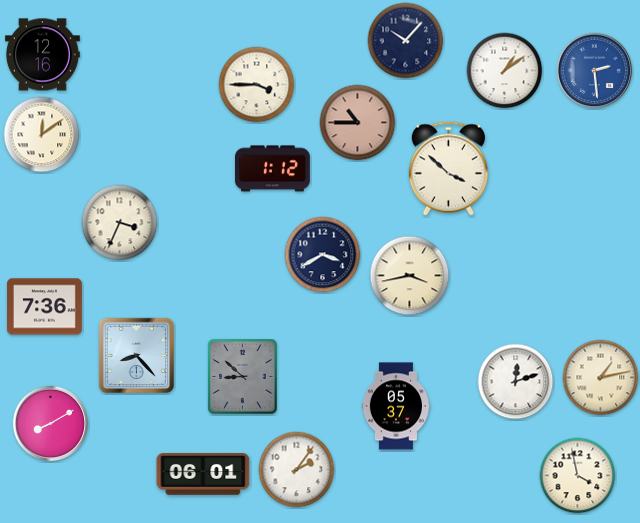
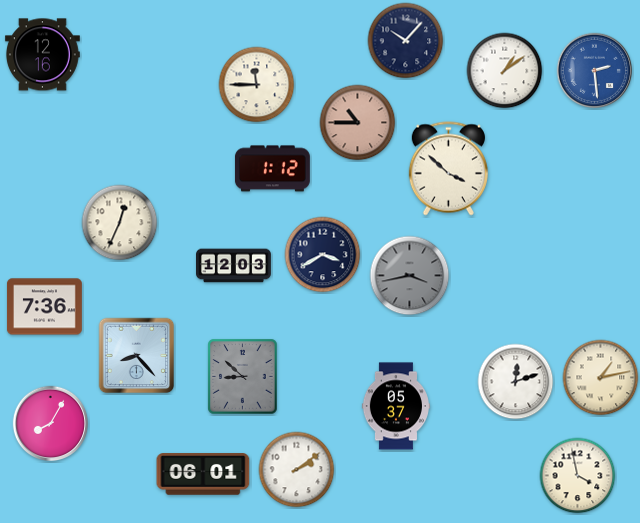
clock at (257, 85): 3:45 -> 11:45
clock at (42, 135): 12:09 -> none
clock at (120, 223): 3:34 -> 12:34
clock at (234, 266): none -> 12:03
clock at (410, 276) dial: cream -> grey
clock at (51, 424): 8:10 -> 8:05
clock at (297, 470): 2:06 -> 2:09
